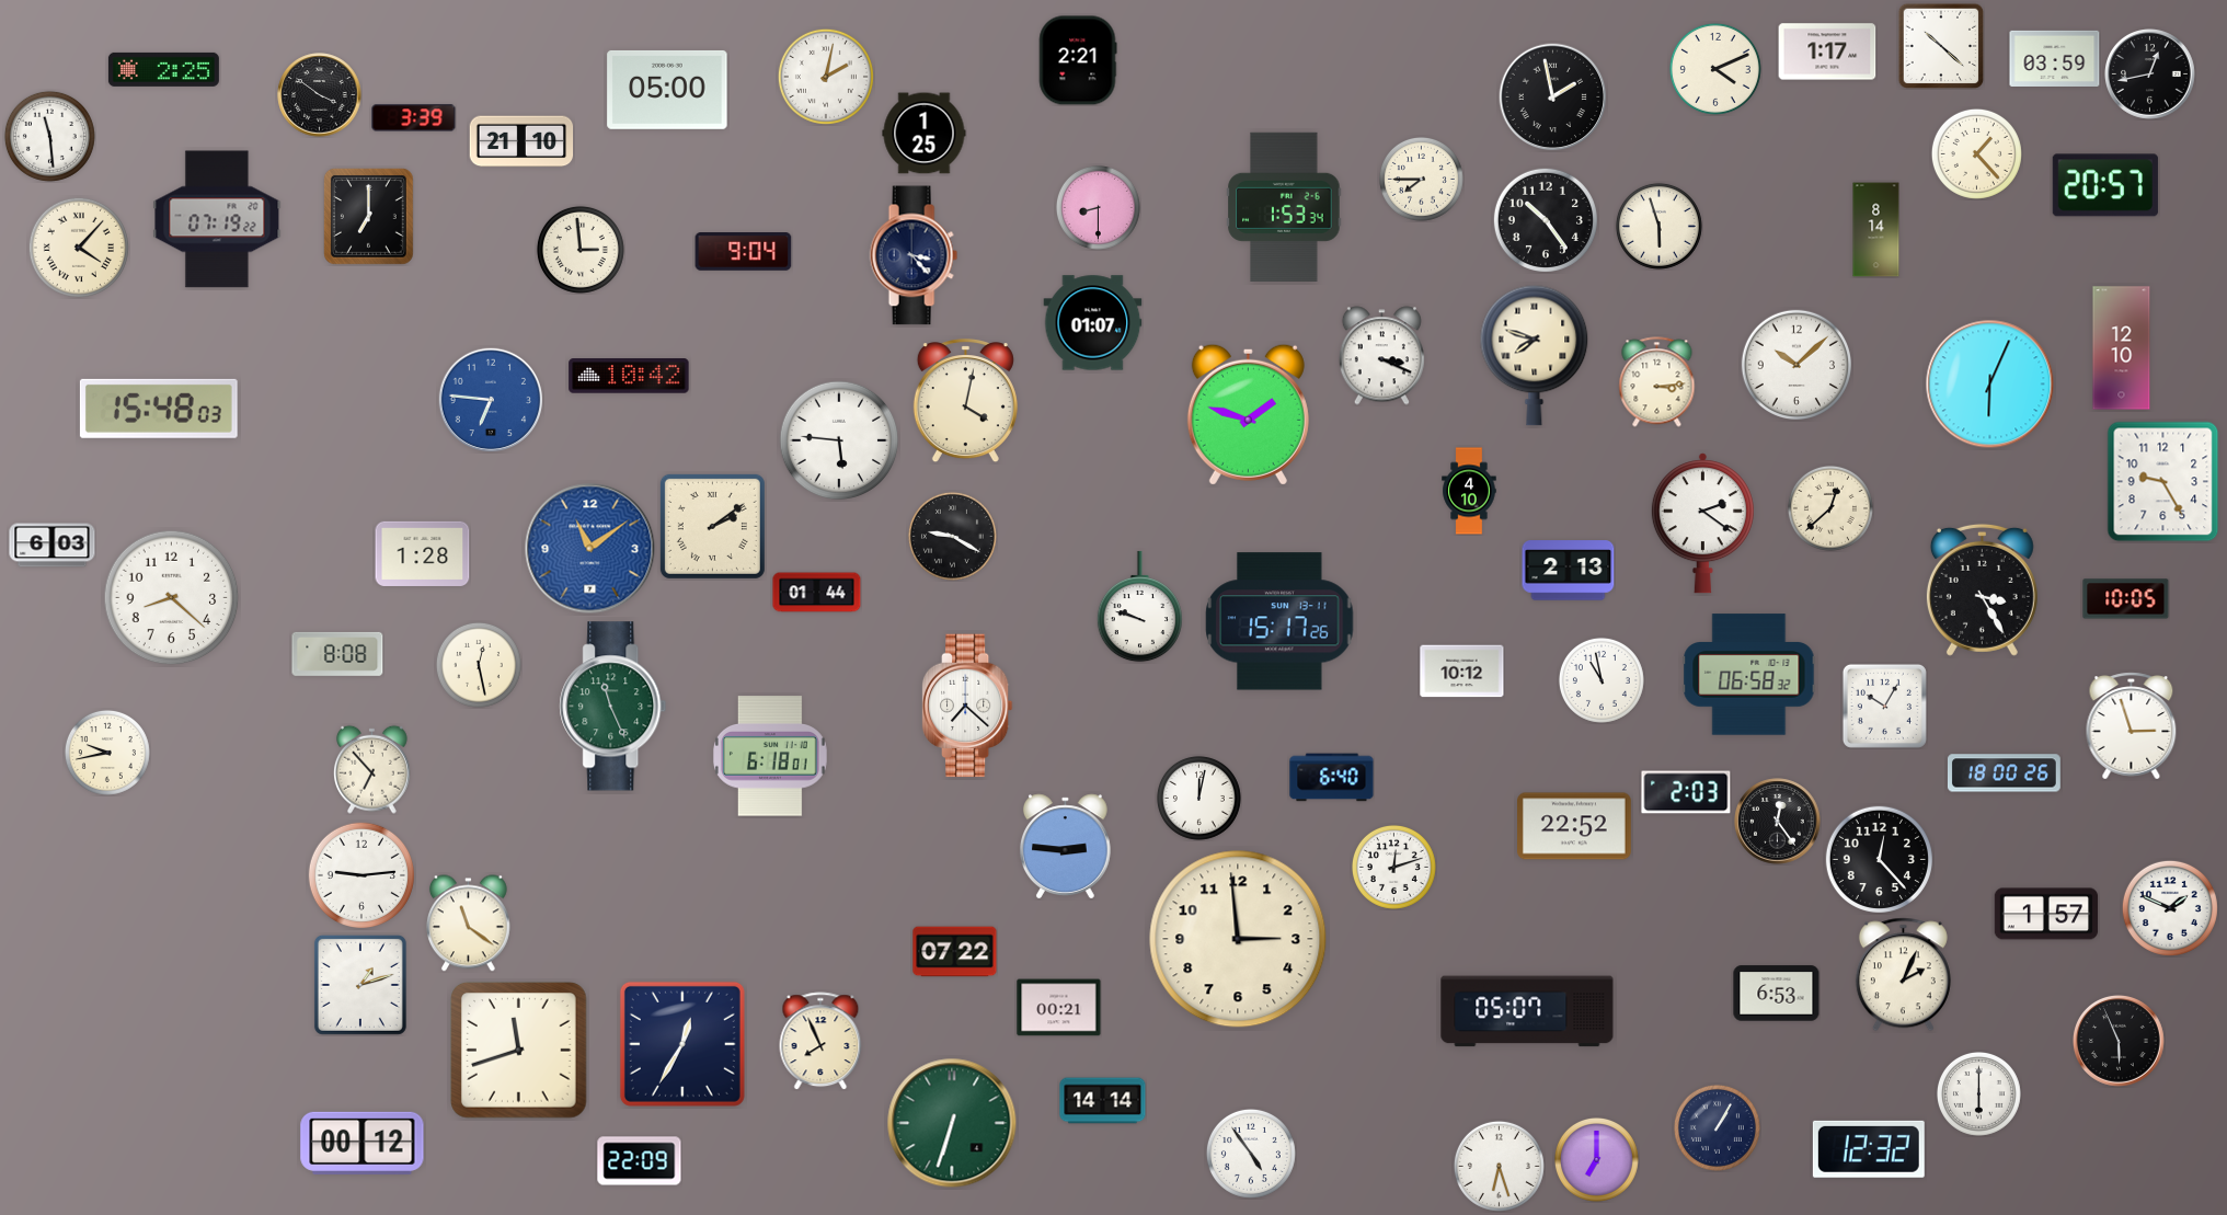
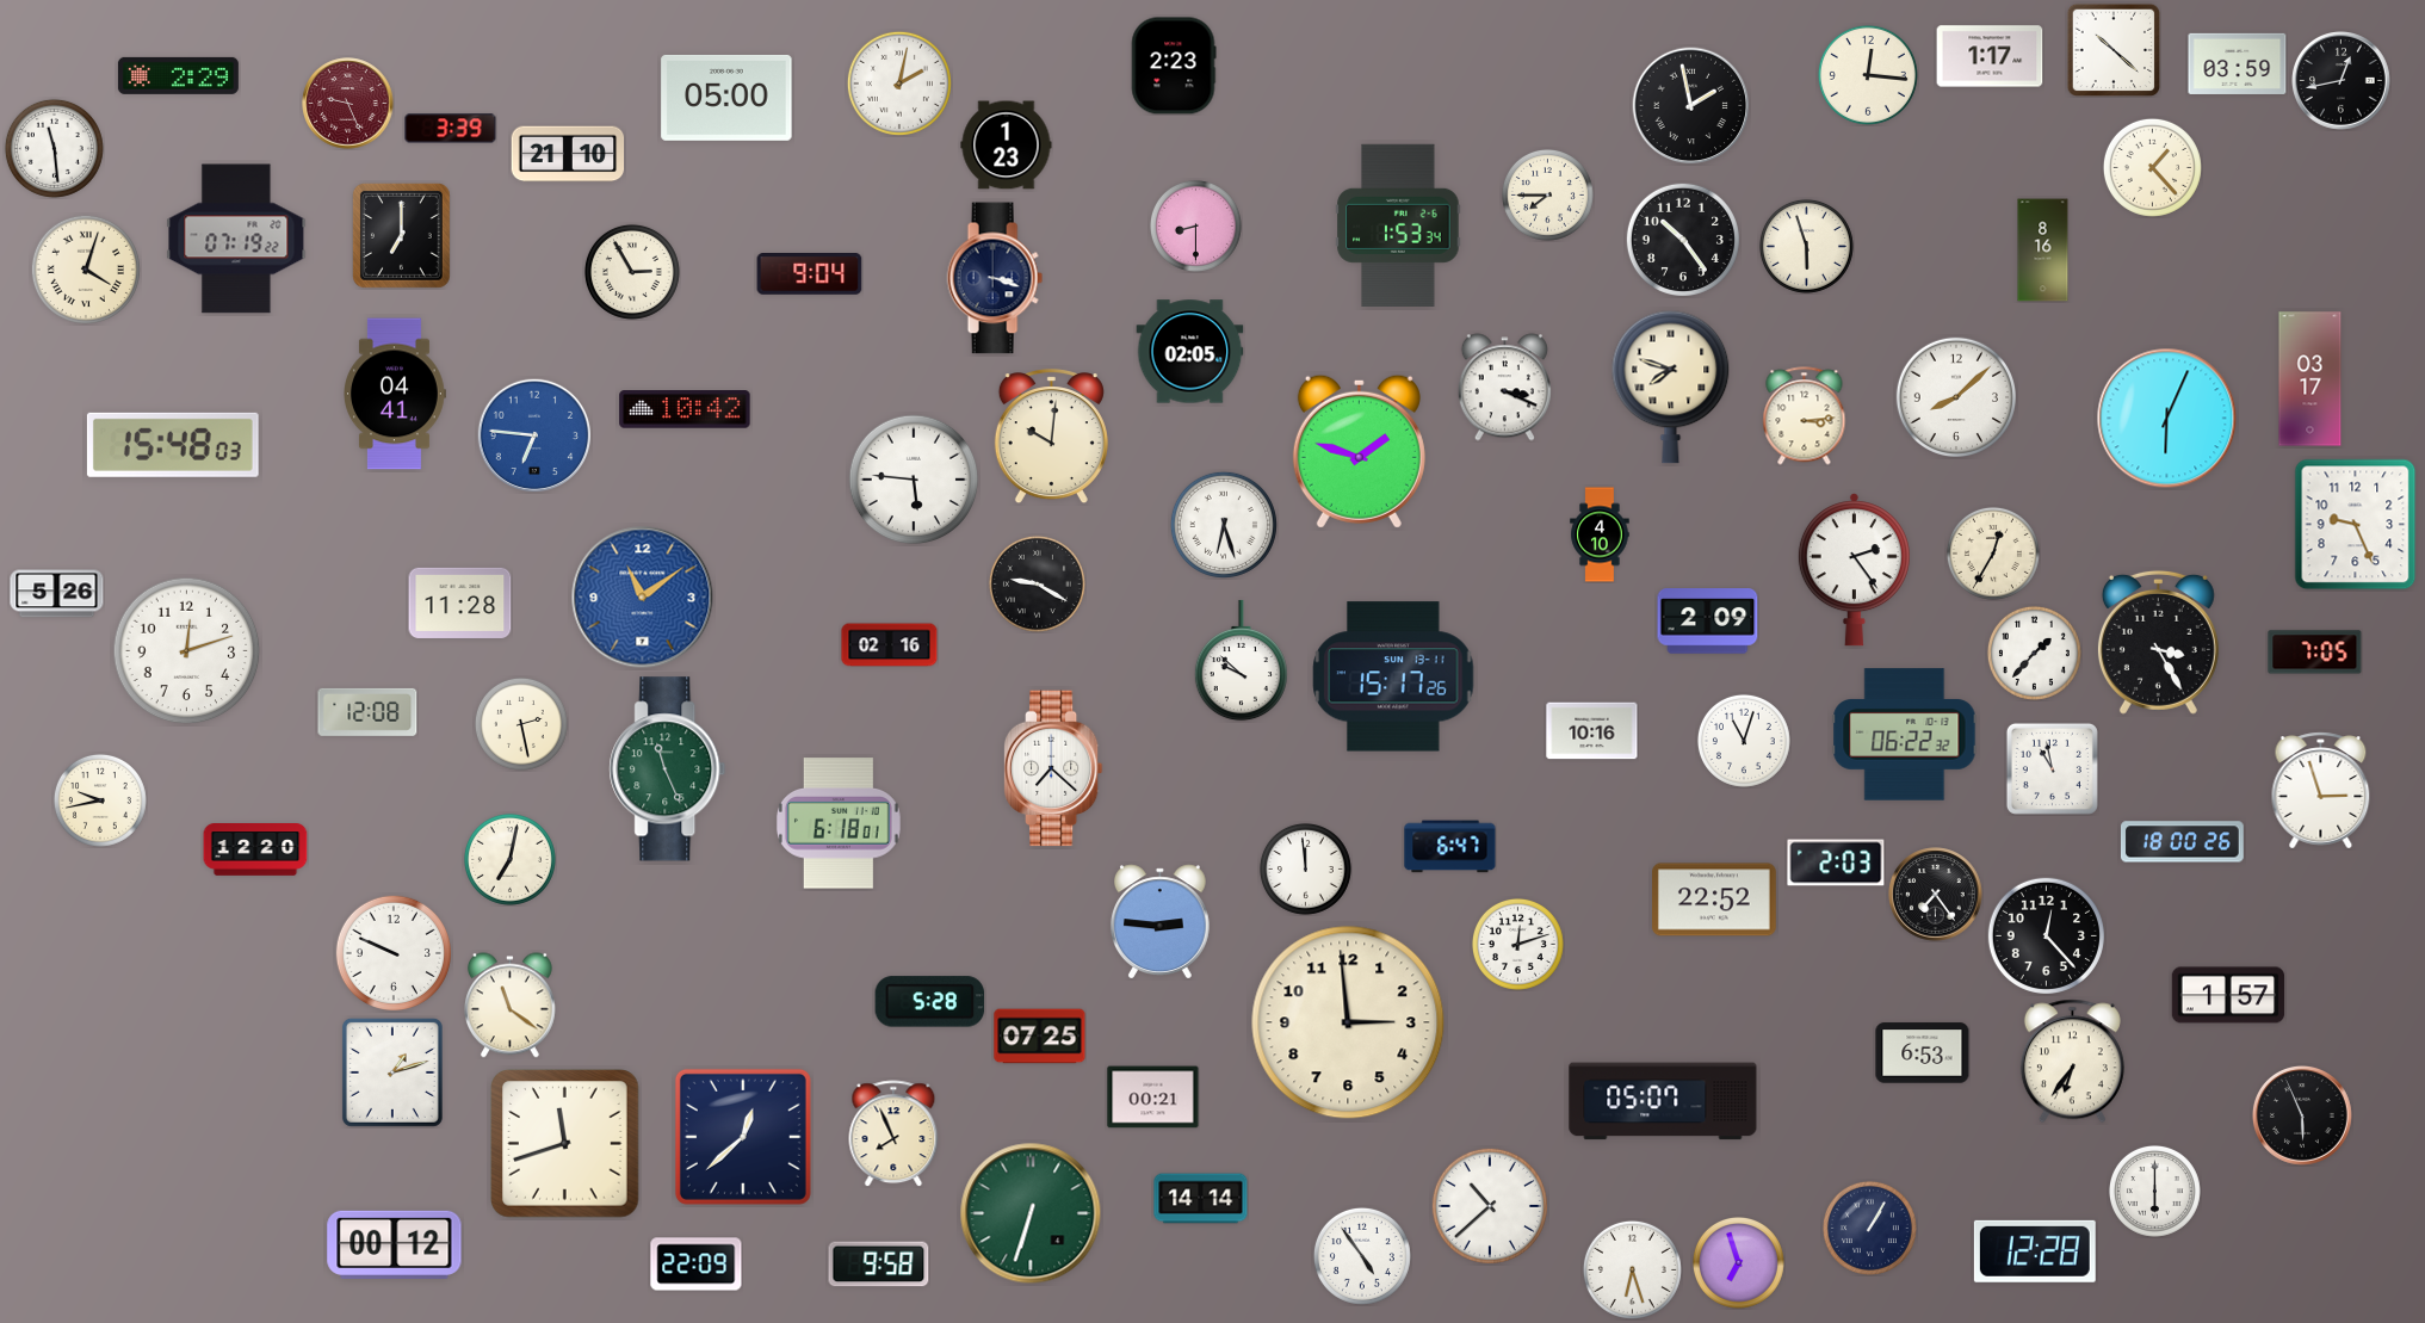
clock at (1078, 60): 2:21 -> 2:23
clock at (163, 69): 2:25 -> 2:29
clock at (1715, 69): 4:11 -> 12:16
clock at (320, 95): 3:51 -> 9:26
clock at (320, 95) dial: black -> burgundy
clock at (925, 134): 1:25 -> 1:23
clock at (2105, 185): 20:57 -> none
clock at (1876, 230): 8:14 -> 8:16
clock at (79, 248): 4:07 -> 4:03
clock at (581, 250): 2:59 -> 2:55
clock at (914, 255): 3:23 -> 3:18
clock at (1093, 323): 01:07 -> 02:05
clock at (2122, 348): 12:10 -> 03:17
clock at (395, 394): none -> 04:41
clock at (1795, 364): 10:08 -> 8:08
clock at (965, 401): 4:02 -> 10:01
clock at (1224, 525): none -> 6:27
clock at (2163, 482): 9:25 -> 9:26
clock at (1830, 508): 12:38 -> 12:35
clock at (1702, 524): 2:21 -> 2:24
clock at (712, 526): 2:09 -> none
clock at (53, 546): 6:03 -> 5:26
clock at (423, 553): 1:28 -> 11:28
clock at (1569, 571): 2:13 -> 2:09
clock at (817, 593): 01:44 -> 02:16
clock at (172, 598): 8:22 -> 12:12
clock at (2034, 653): none -> 1:37
clock at (2126, 599): 10:05 -> 7:05
clock at (1139, 607): 9:48 -> 9:52
clock at (337, 654): 8:08 -> 12:08
clock at (479, 665): 12:28 -> 2:28
clock at (1462, 672): 10:12 -> 10:16
clock at (1749, 675): 06:58 -> 06:22
clock at (1602, 680): 10:58 -> 11:03
clock at (1884, 706): 10:05 -> 10:58
clock at (107, 753) position: (107, 753) -> (100, 800)
clock at (372, 769): 6:53 -> none
clock at (1332, 778): 6:40 -> 6:47
clock at (255, 851): none -> 12:20
clock at (509, 859): none -> 7:02
clock at (1198, 798): 12:02 -> 11:59
clock at (1778, 822): 12:24 -> 7:24
clock at (361, 875): 9:14 -> 9:49
clock at (2170, 908): 1:49 -> none
clock at (930, 1002): none -> 5:28
clock at (955, 952): 07:22 -> 07:25
clock at (1903, 975): 2:04 -> 6:36
clock at (1777, 994) position: (1777, 994) -> (1923, 1053)
clock at (2119, 1041) position: (2119, 1041) -> (2302, 1115)
clock at (682, 1044): 12:35 -> 12:38
clock at (1490, 1206): none -> 10:38
clock at (952, 1123) position: (952, 1123) -> (1031, 1213)
clock at (1869, 1149): 12:32 -> 12:28
clock at (1596, 1159): 7:00 -> 6:57
clock at (879, 1265): none -> 9:58
